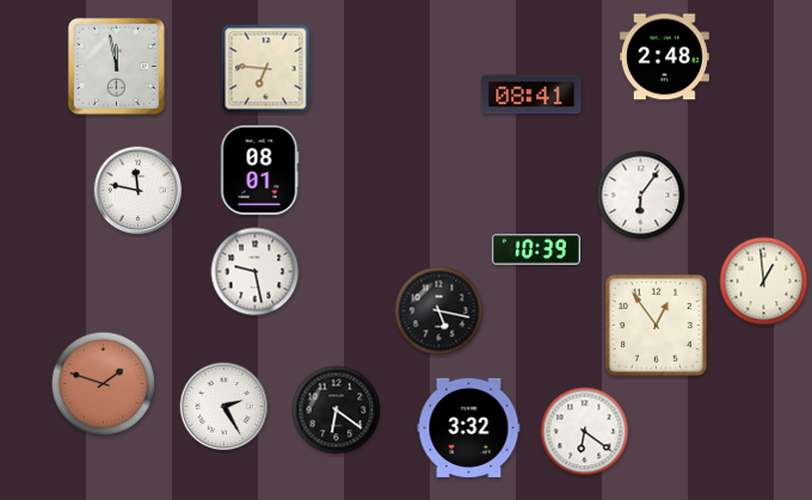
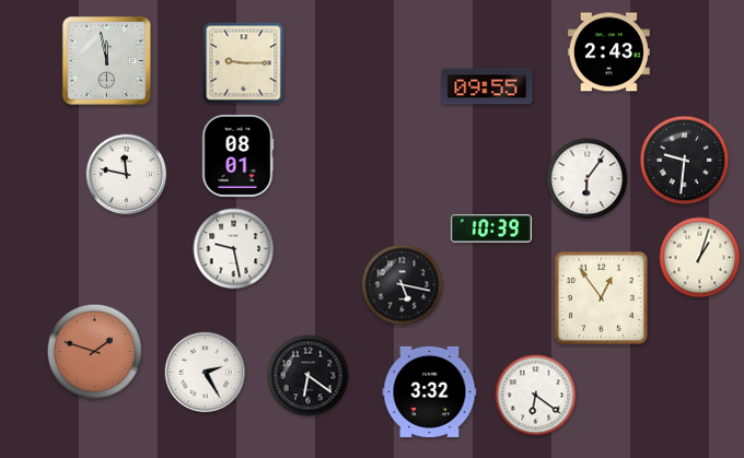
clock at (664, 57): 2:48 -> 2:43
clock at (266, 69): 6:46 -> 9:15
clock at (531, 94): 08:41 -> 09:55
clock at (685, 161): none -> 9:31
clock at (764, 282): 12:59 -> 1:03
